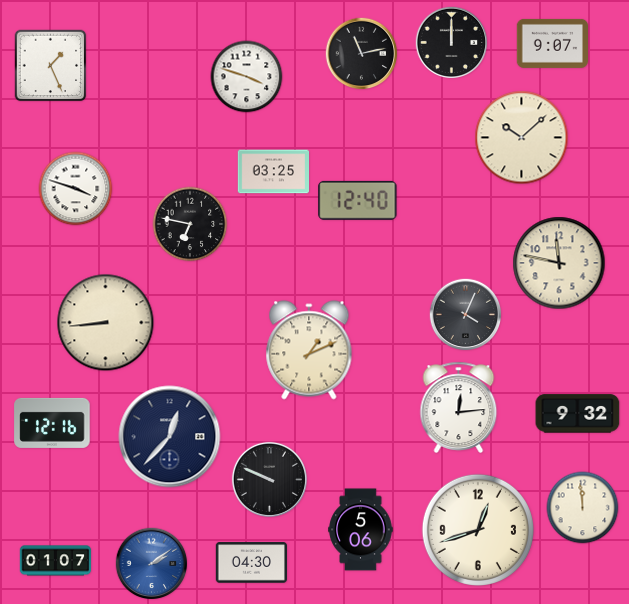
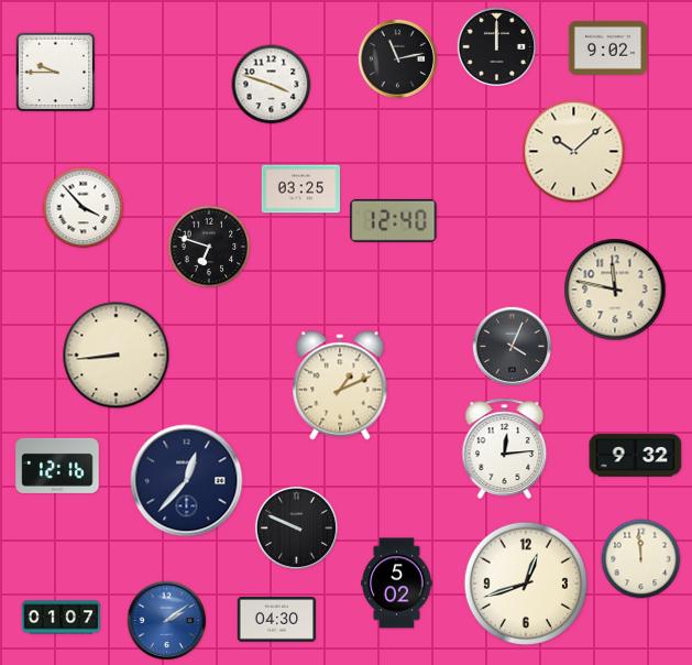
clock at (553, 43): 9:07 -> 9:02
clock at (51, 66): 1:26 -> 9:45
clock at (76, 189): 3:48 -> 3:53
clock at (190, 224): 6:47 -> 6:48
clock at (361, 530): 5:06 -> 5:02
